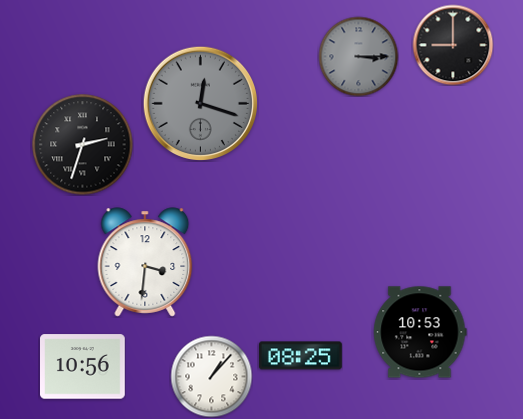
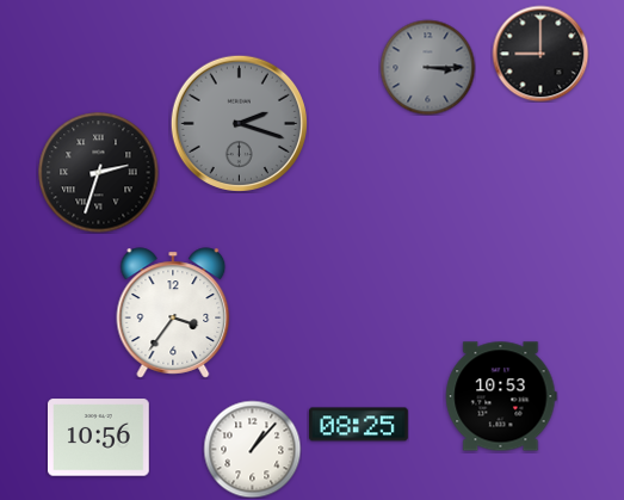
clock at (200, 103): 12:18 -> 2:18
clock at (145, 262): 3:31 -> 3:36
